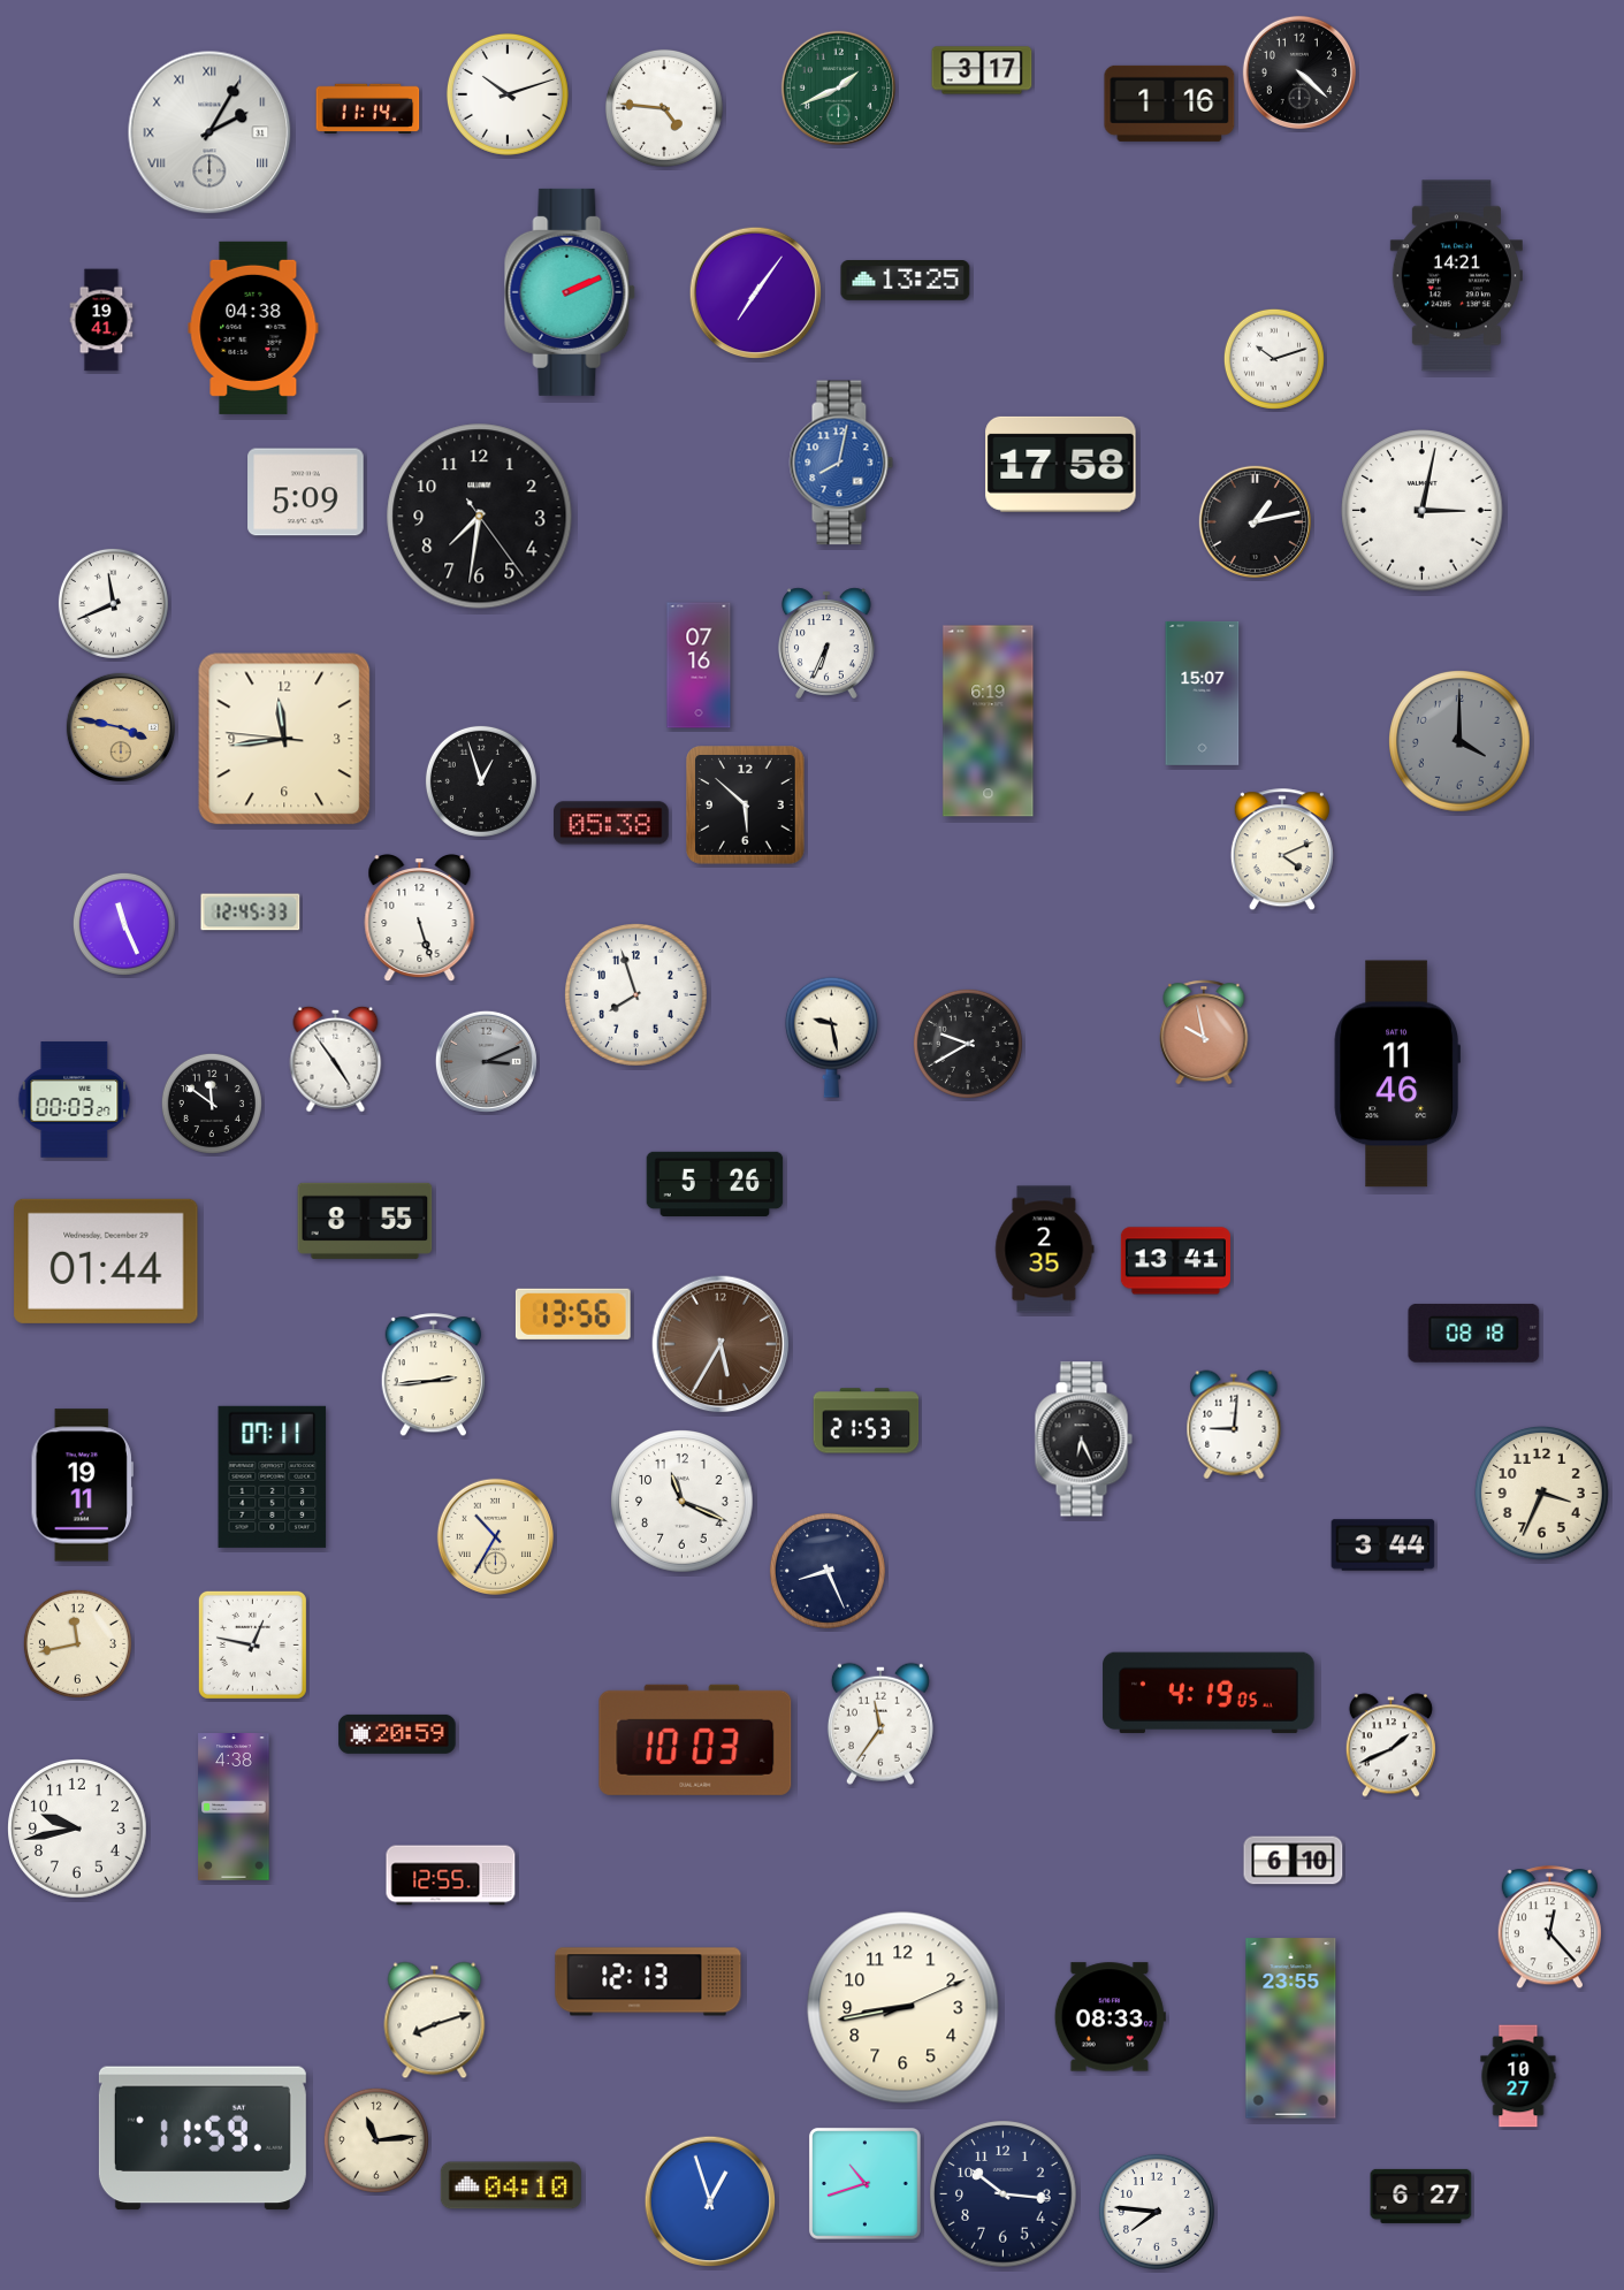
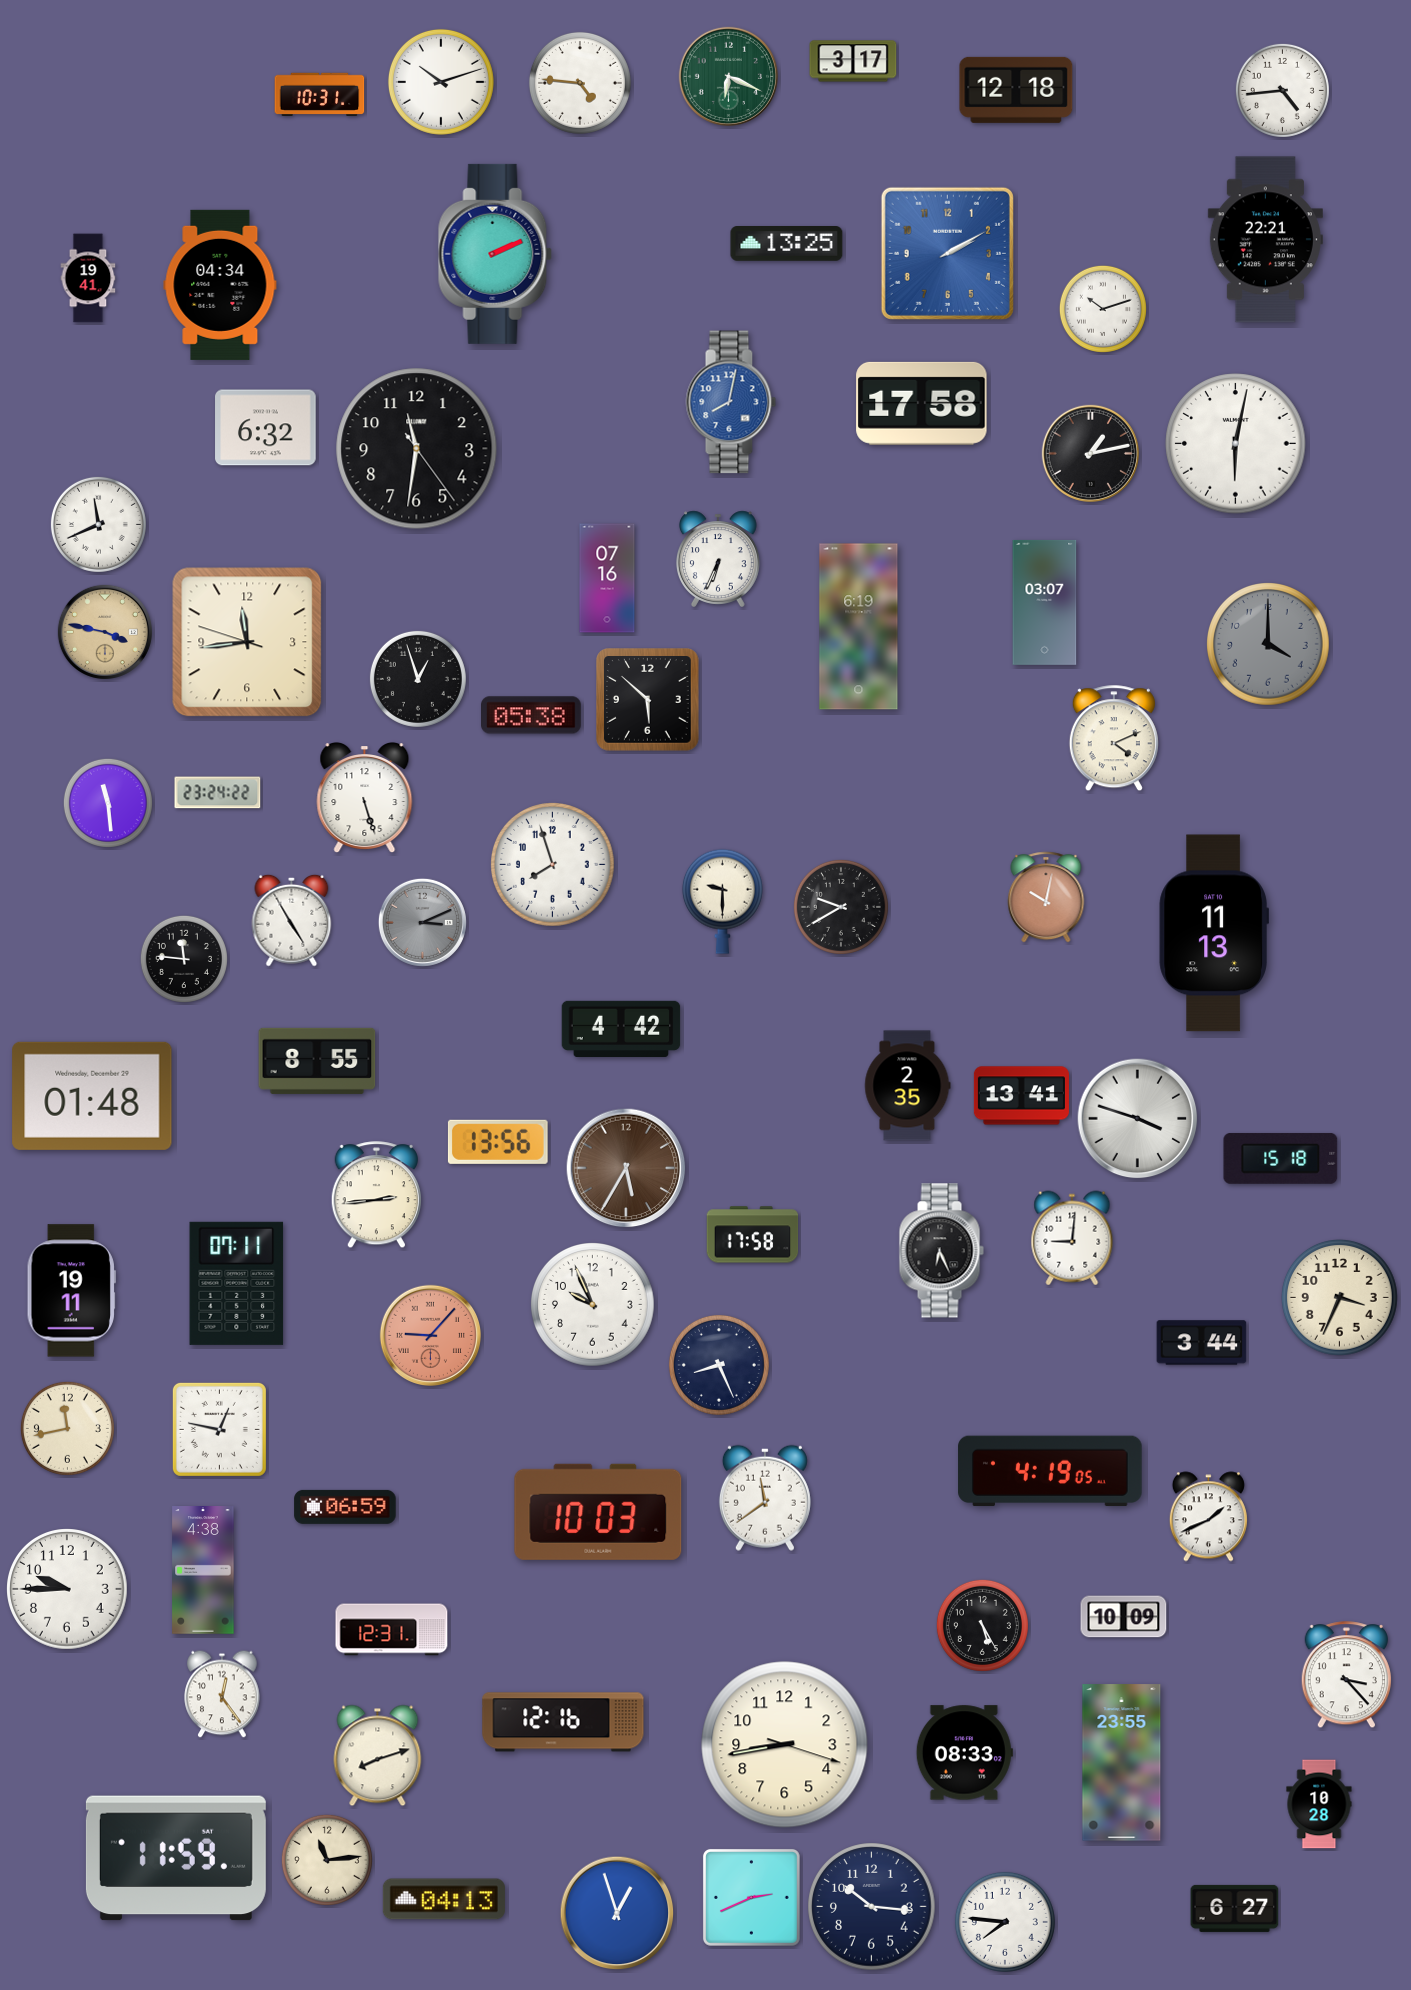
clock at (1299, 72): 4:22 -> none
clock at (838, 87): 1:41 -> 6:19
clock at (1169, 104): 1:16 -> 12:18
clock at (1282, 90): none -> 4:44
clock at (368, 108): 11:14 -> 10:31
clock at (664, 108) position: (664, 108) -> (580, 83)
clock at (209, 132): 2:05 -> none
clock at (1456, 276): 14:21 -> 22:21
clock at (947, 253): none -> 2:10
clock at (756, 293): 7:06 -> none
clock at (253, 328): 04:38 -> 04:34
clock at (1274, 359) position: (1274, 359) -> (1103, 309)
clock at (306, 493): 5:09 -> 6:32
clock at (1423, 511): 3:02 -> 6:02
clock at (480, 517): 7:31 -> 11:31
clock at (1203, 693): 15:07 -> 03:07
clock at (284, 739): 11:43:46 -> 11:43:48
clock at (251, 913): 12:45 -> 23:24
clock at (124, 924): 11:26 -> 11:29
clock at (1204, 1032): 9:58 -> 10:02
clock at (831, 1037): 9:28 -> 9:30
clock at (336, 1059): 4:54 -> 4:55
clock at (1397, 1074): 11:46 -> 11:13
clock at (75, 1100): 00:03 -> none
clock at (212, 1104): 11:51 -> 11:46
clock at (715, 1183): 5:26 -> 4:42
clock at (106, 1261): 01:44 -> 01:48
clock at (1138, 1119): none -> 3:48
clock at (1474, 1333): 08:18 -> 15:18
clock at (867, 1421): 21:53 -> 17:58
clock at (683, 1502): 11:19 -> 9:56
clock at (495, 1536): 10:35 -> 9:07
clock at (495, 1536) dial: cream -> salmon
clock at (880, 1724): 11:36 -> 11:39
clock at (397, 1734): 20:59 -> 06:59
clock at (695, 1740) position: (695, 1740) -> (598, 1512)
clock at (78, 1830): 9:43 -> 9:45
clock at (1294, 1861): 6:10 -> 10:09
clock at (982, 1625): none -> 5:25
clock at (451, 1876): 12:55 -> 12:31
clock at (1549, 1928): 12:23 -> 3:23
clock at (222, 1694): none -> 12:24
clock at (648, 1982): 12:13 -> 12:16
clock at (904, 2008): 8:43:11 -> 8:43:18
clock at (1518, 2076): 10:27 -> 10:28
clock at (864, 2183): 10:42 -> 2:41
clock at (511, 2185): 04:10 -> 04:13
